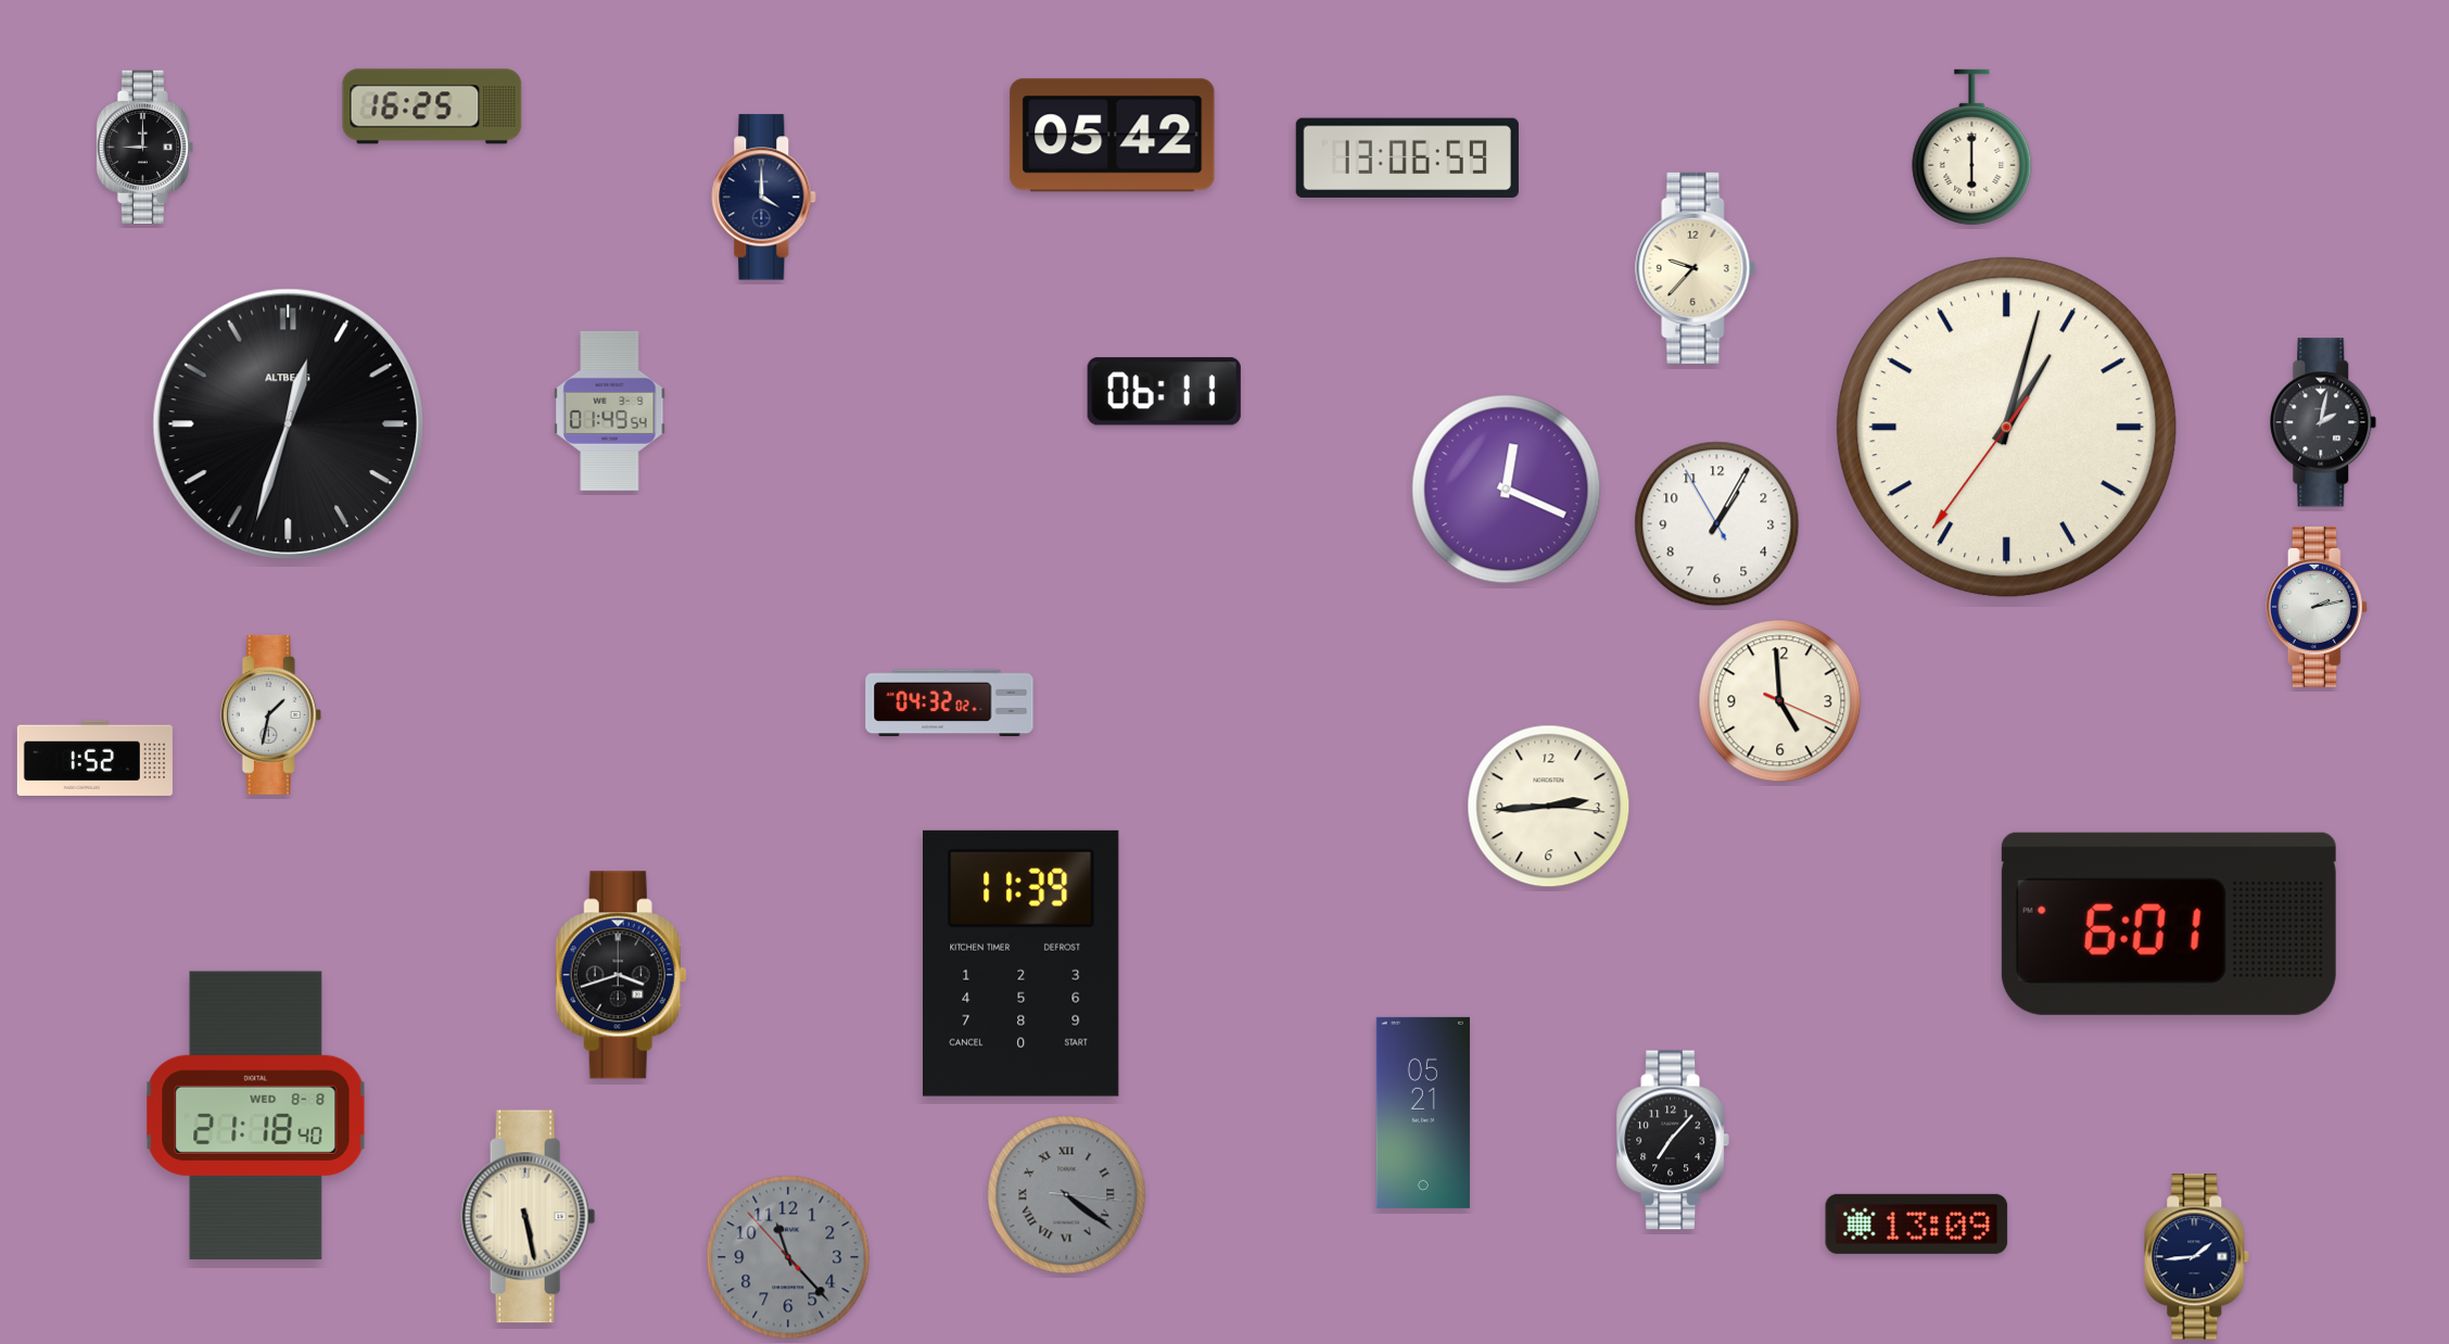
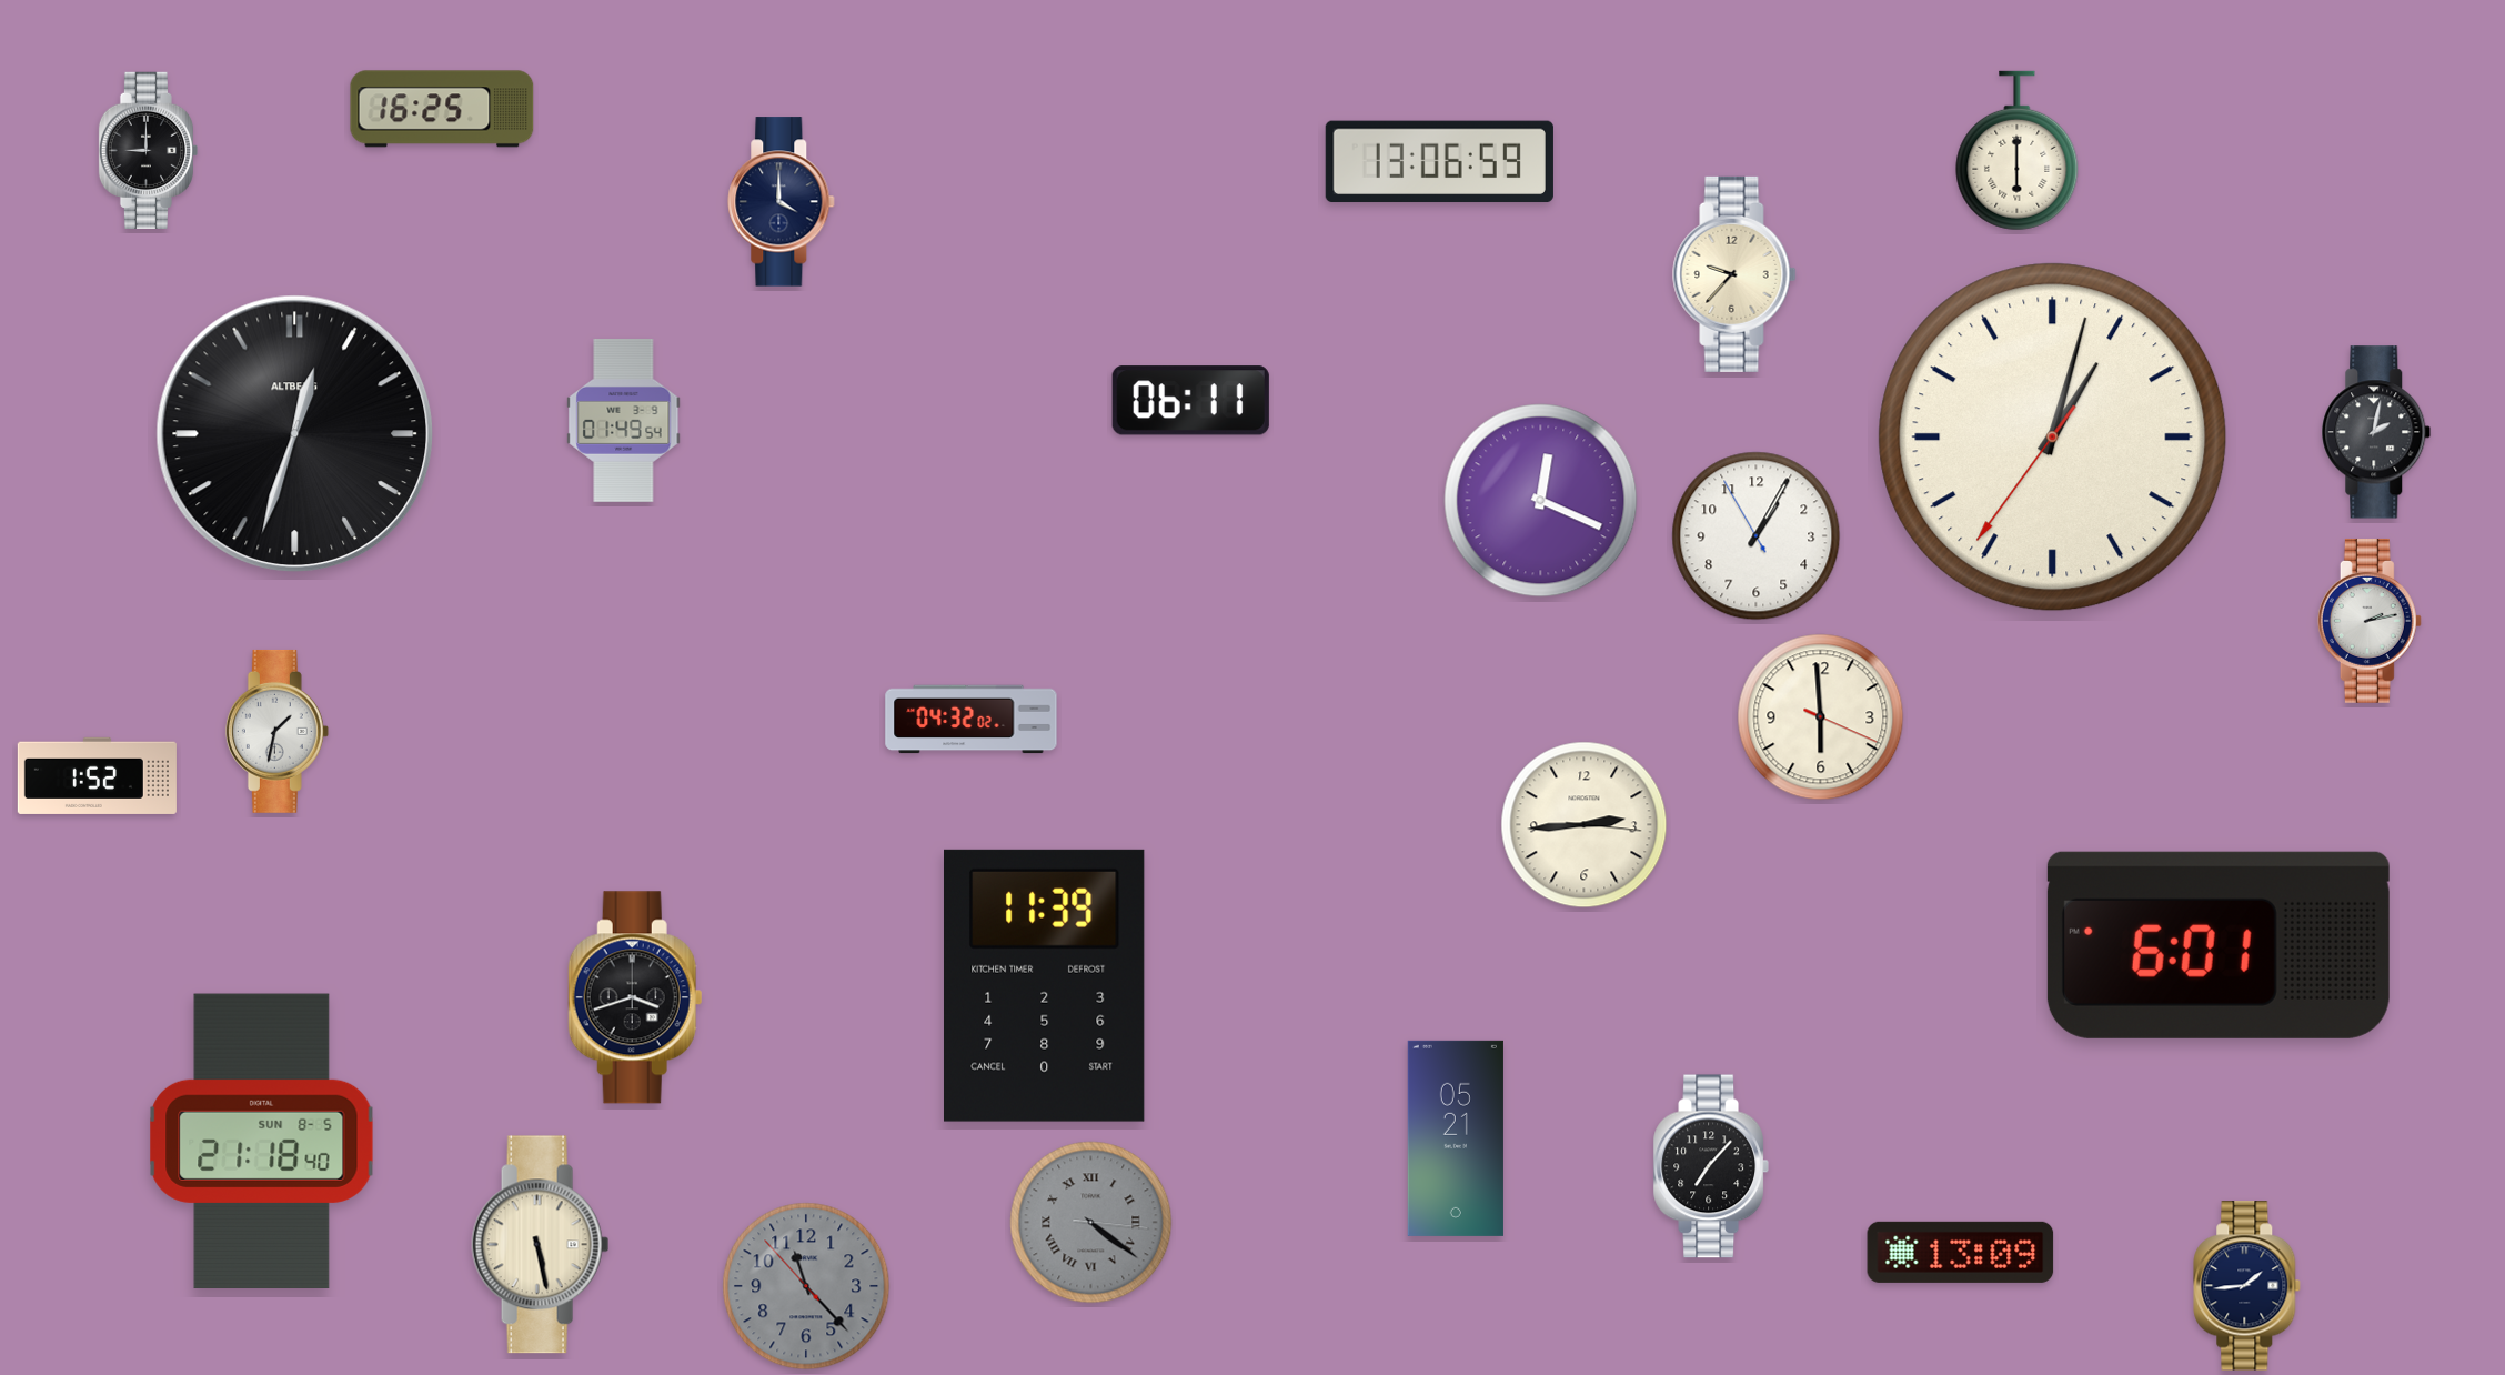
clock at (1113, 136): 05:42 -> none
clock at (1780, 701): 4:59 -> 5:59
clock at (256, 1116) date: WED 8-8 -> SUN 8-5
